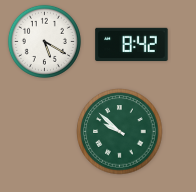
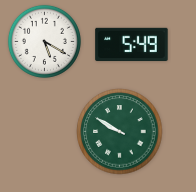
clock at (132, 45): 8:42 -> 5:49
clock at (120, 132): 9:52 -> 9:50
